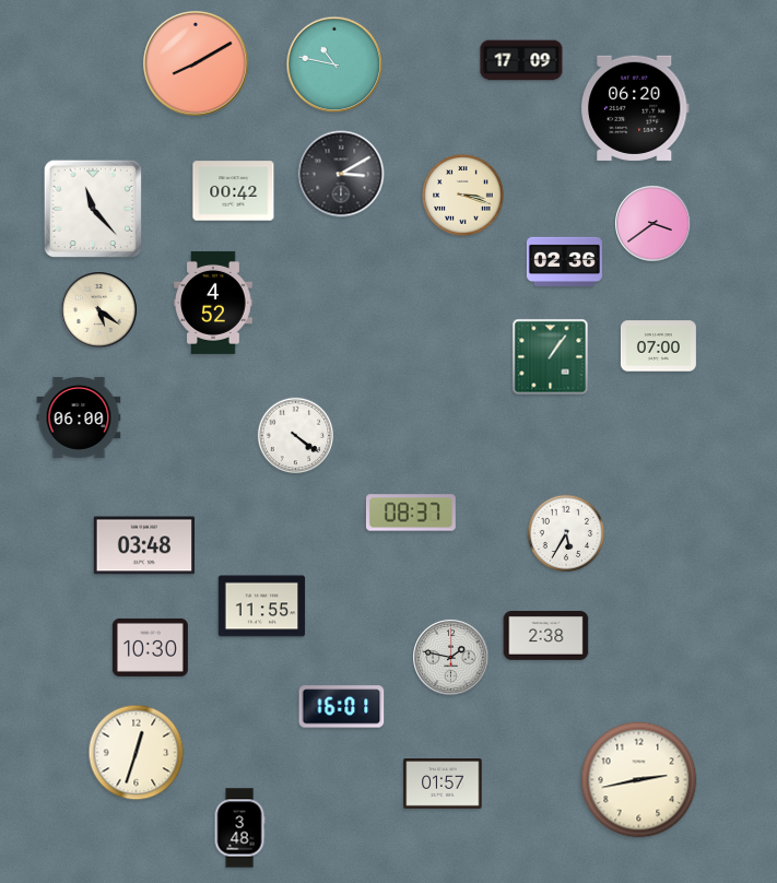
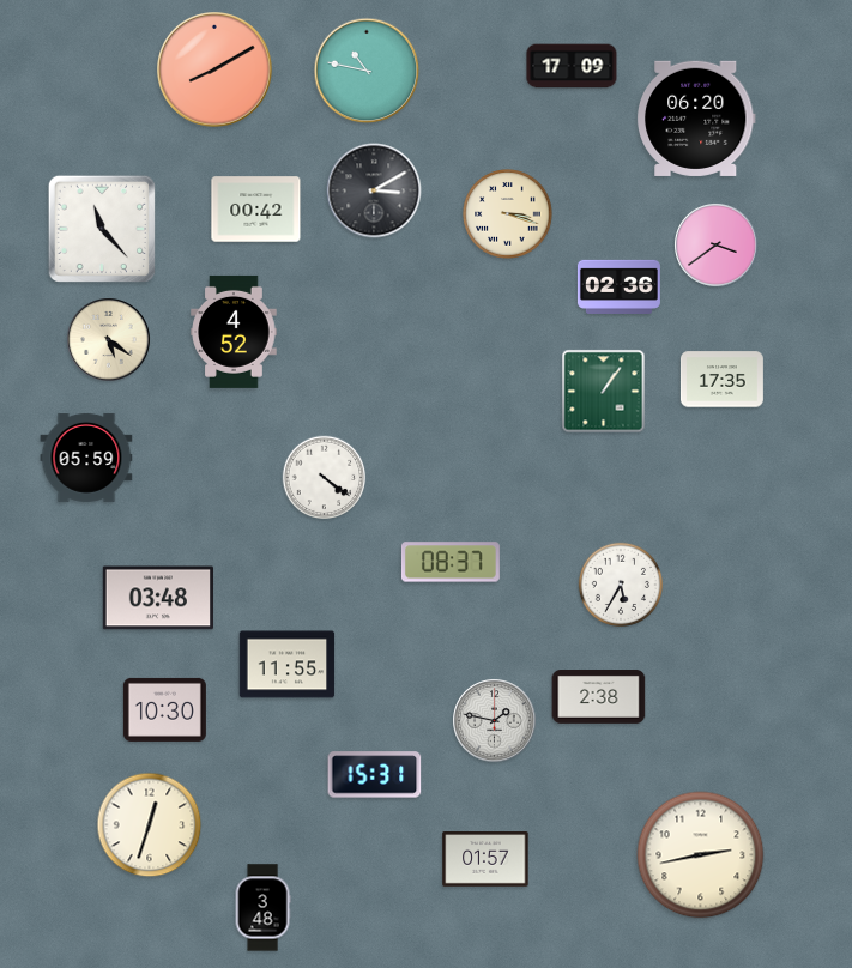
clock at (658, 346): 07:00 -> 17:35
clock at (79, 417): 06:00 -> 05:59
clock at (342, 707): 16:01 -> 15:31
